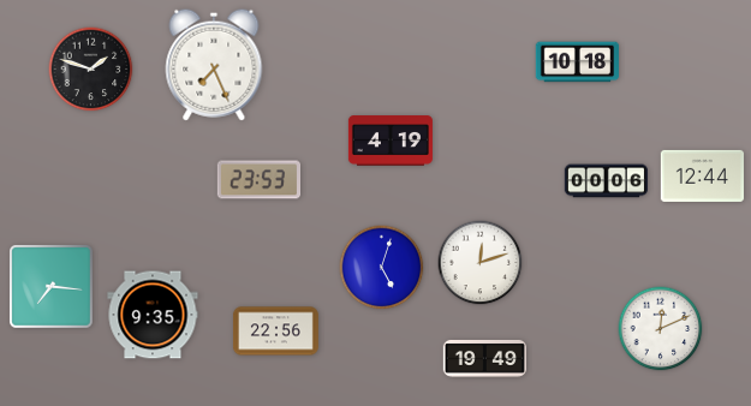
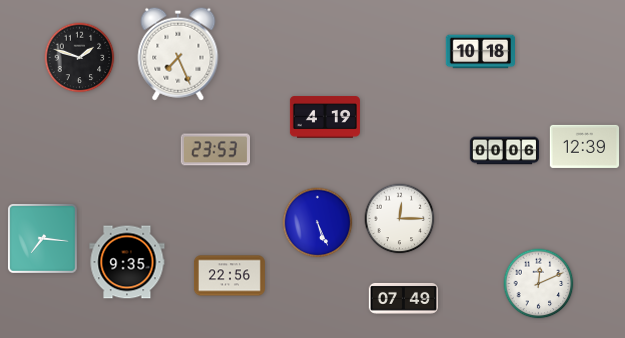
clock at (91, 70) position: (91, 70) -> (80, 58)
clock at (703, 175): 12:44 -> 12:39
clock at (481, 263): 12:12 -> 12:15
clock at (382, 268): 5:03 -> 5:26
clock at (661, 329) position: (661, 329) -> (539, 284)
clock at (485, 358): 19:49 -> 07:49
